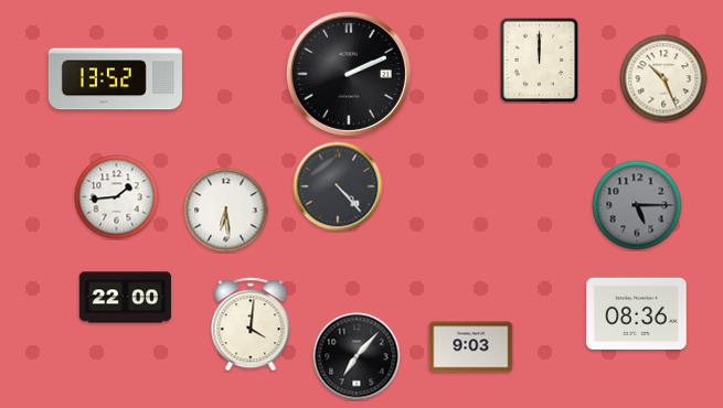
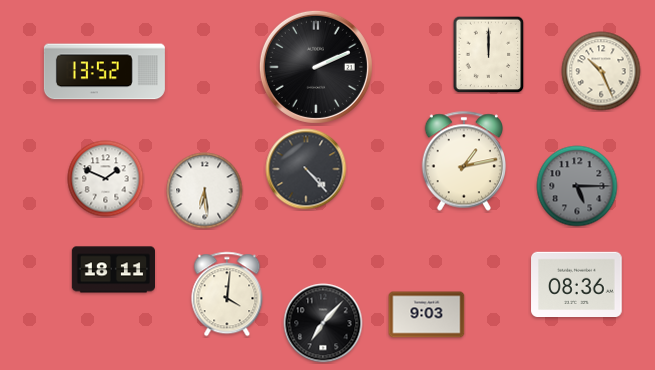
clock at (463, 161): none -> 1:13
clock at (117, 197): 1:44 -> 1:49
clock at (125, 298): 22:00 -> 18:11
